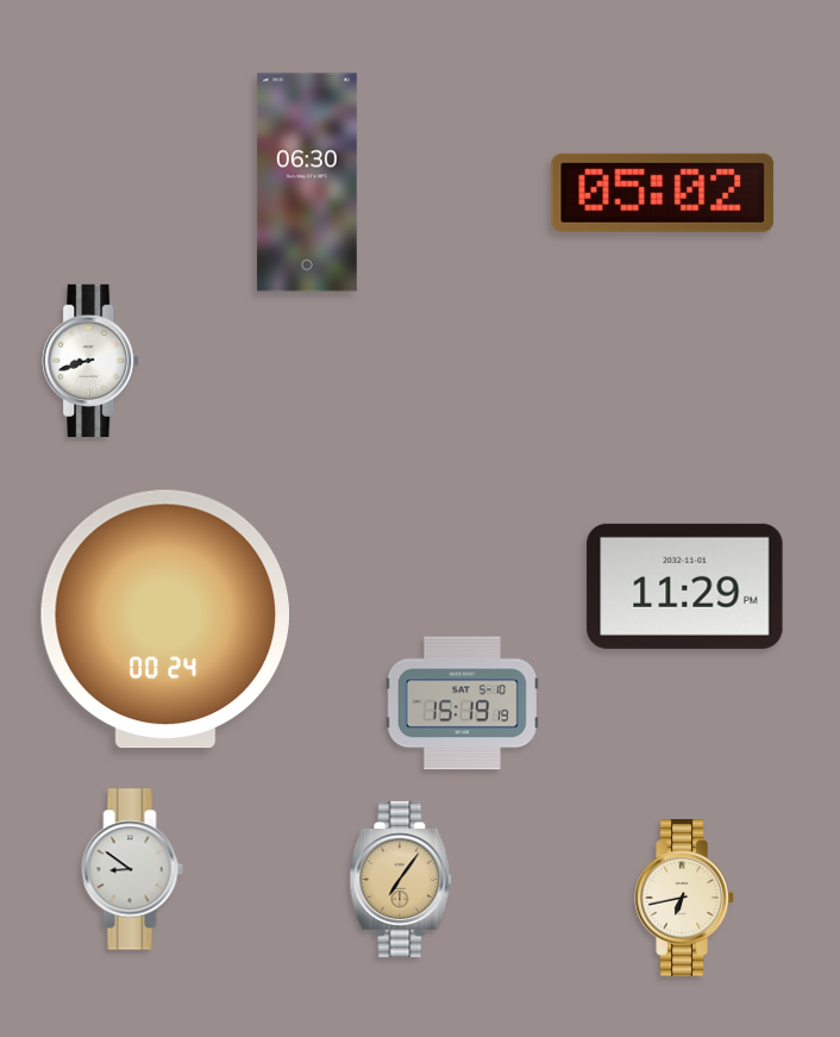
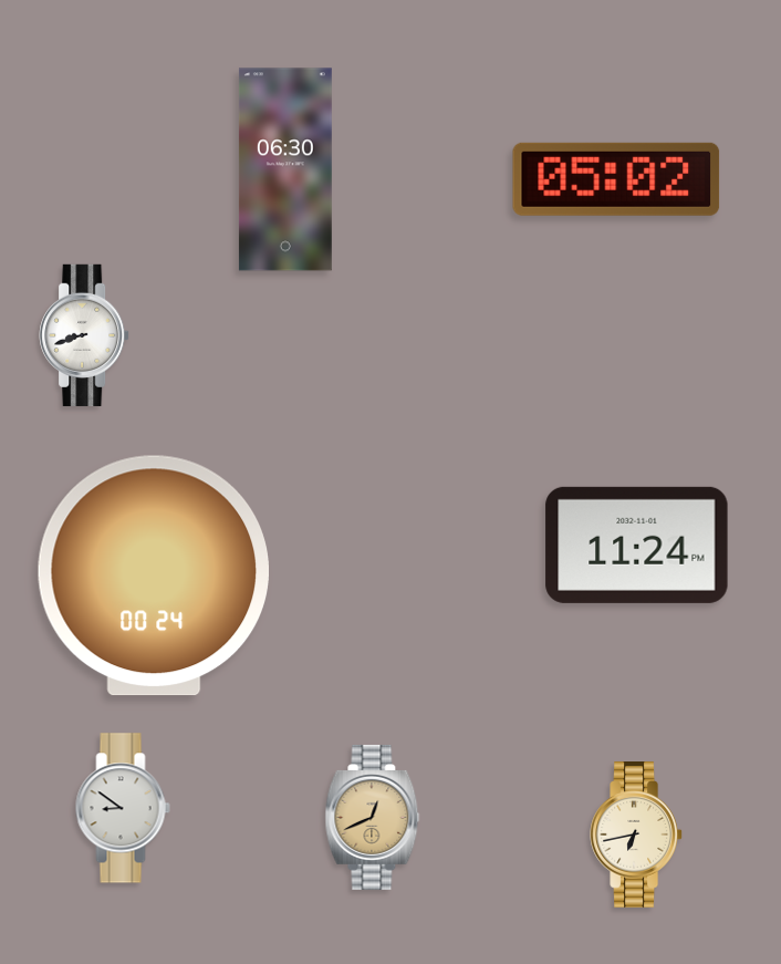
clock at (685, 586): 11:29 -> 11:24
clock at (462, 704): 15:19 -> none
clock at (401, 879): 7:06 -> 12:41
